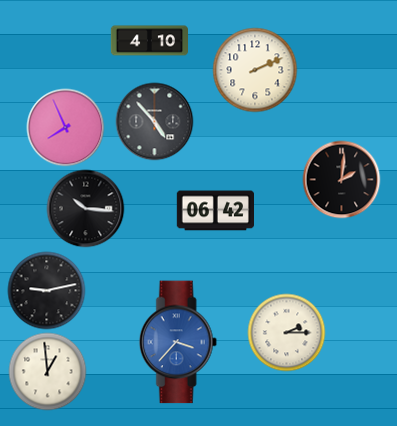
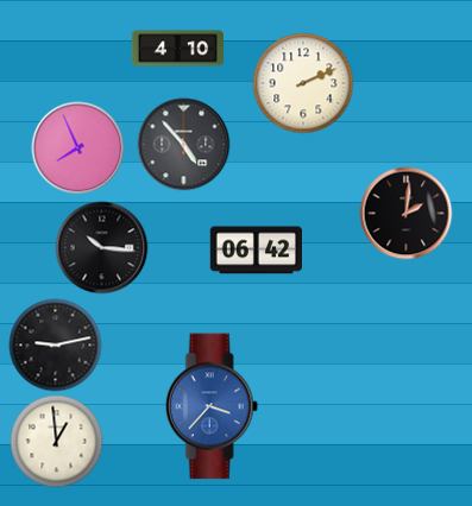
clock at (65, 127) position: (65, 127) -> (77, 147)
clock at (286, 332): 2:15 -> none
